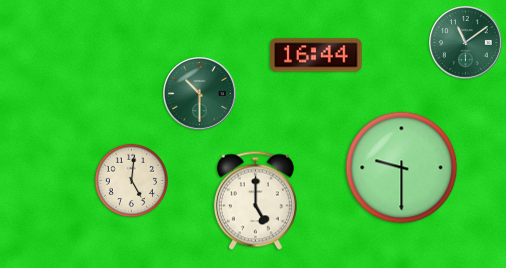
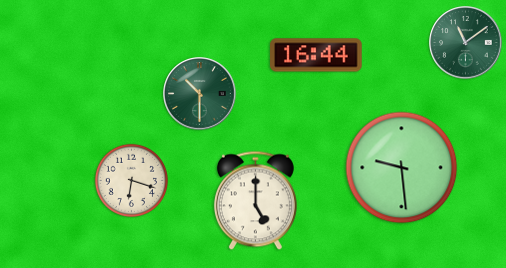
clock at (402, 168): 9:30 -> 9:29
clock at (131, 180): 5:01 -> 6:18
